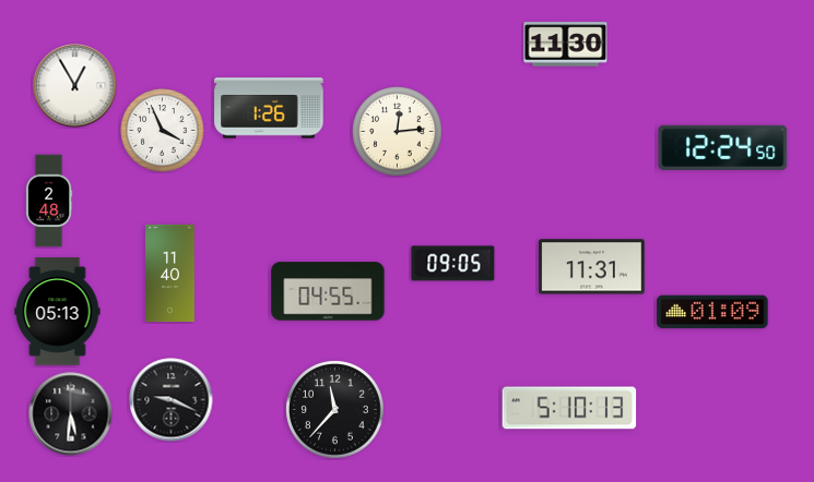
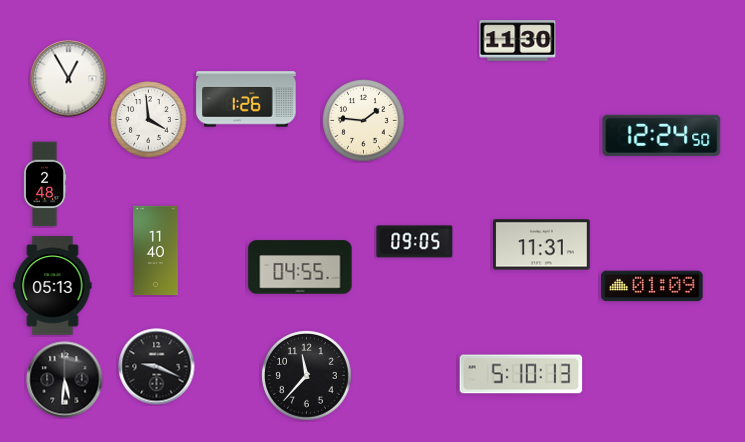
clock at (163, 131): 3:56 -> 3:59
clock at (398, 132): 12:14 -> 1:46
